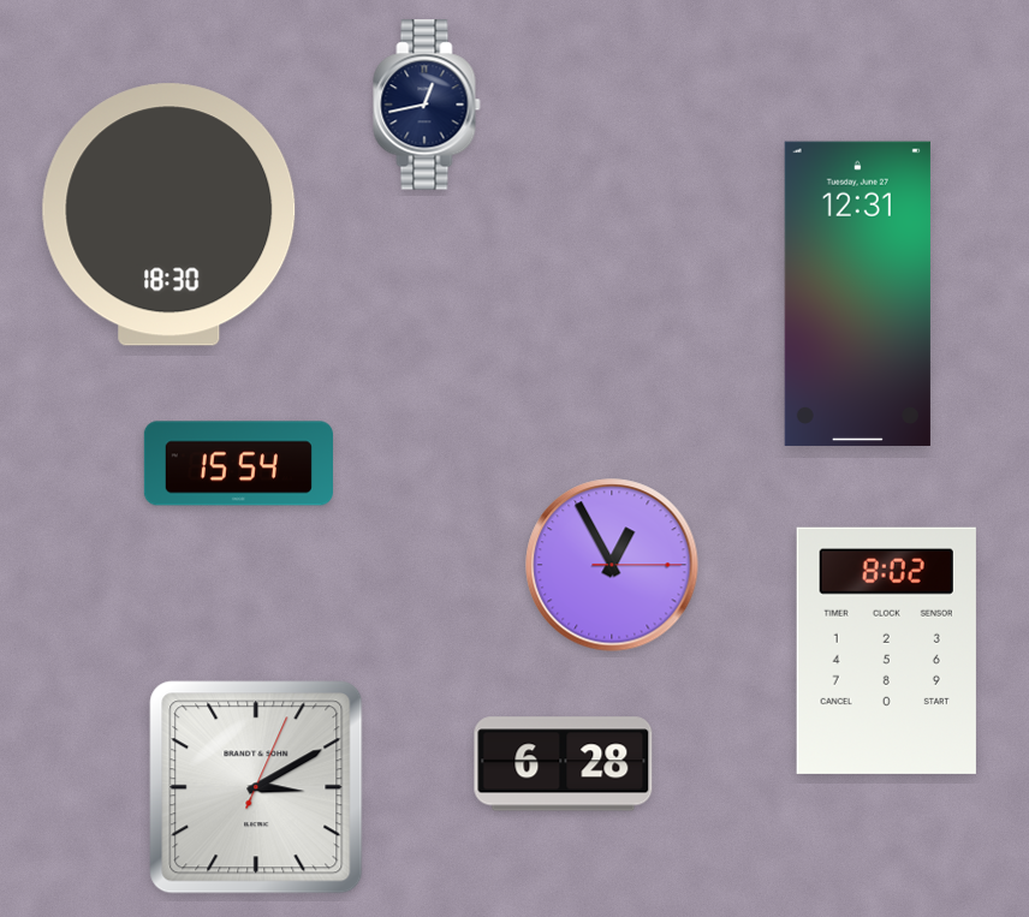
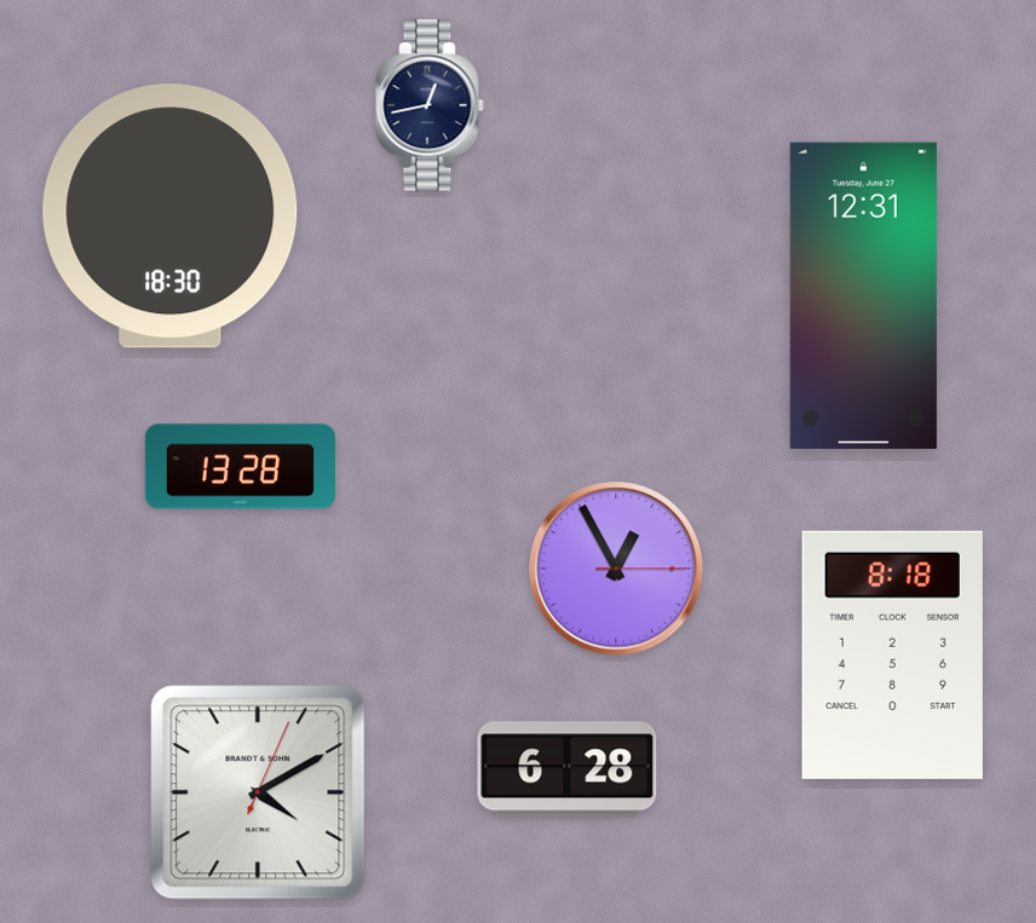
clock at (238, 464): 15:54 -> 13:28
clock at (886, 650): 8:02 -> 8:18
clock at (256, 787): 3:10 -> 4:10
